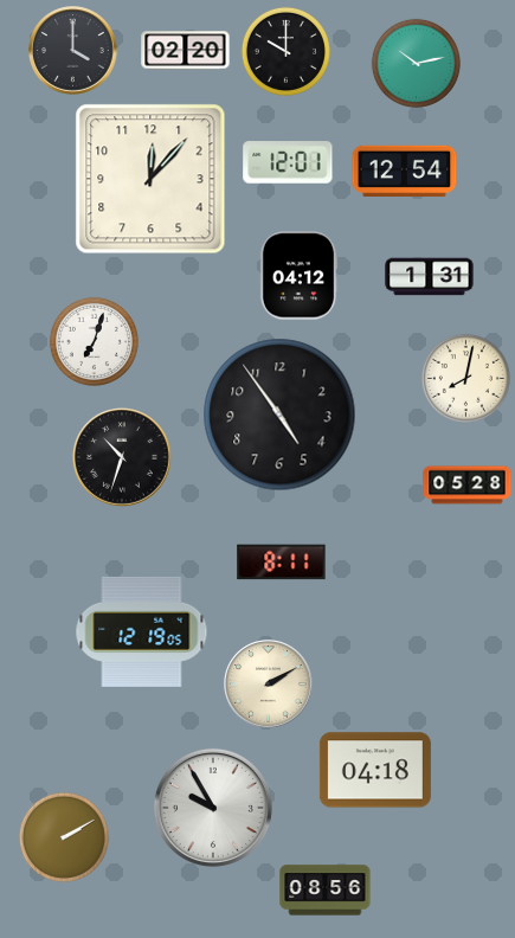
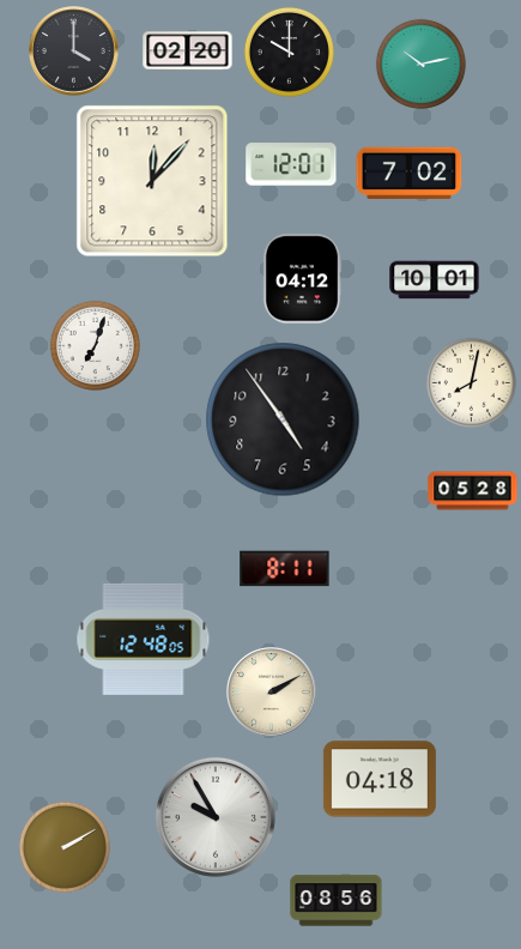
clock at (405, 171): 12:54 -> 7:02
clock at (430, 277): 1:31 -> 10:01
clock at (123, 458): 10:33 -> none
clock at (142, 631): 12:19 -> 12:48
clock at (326, 891) position: (326, 891) -> (337, 901)
